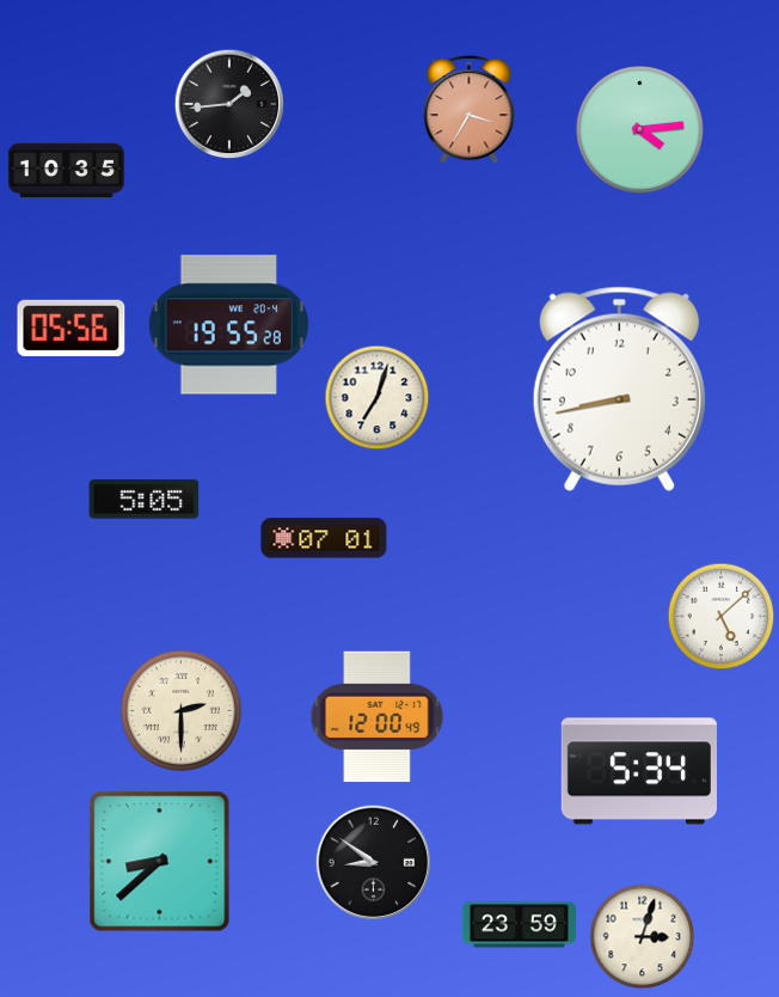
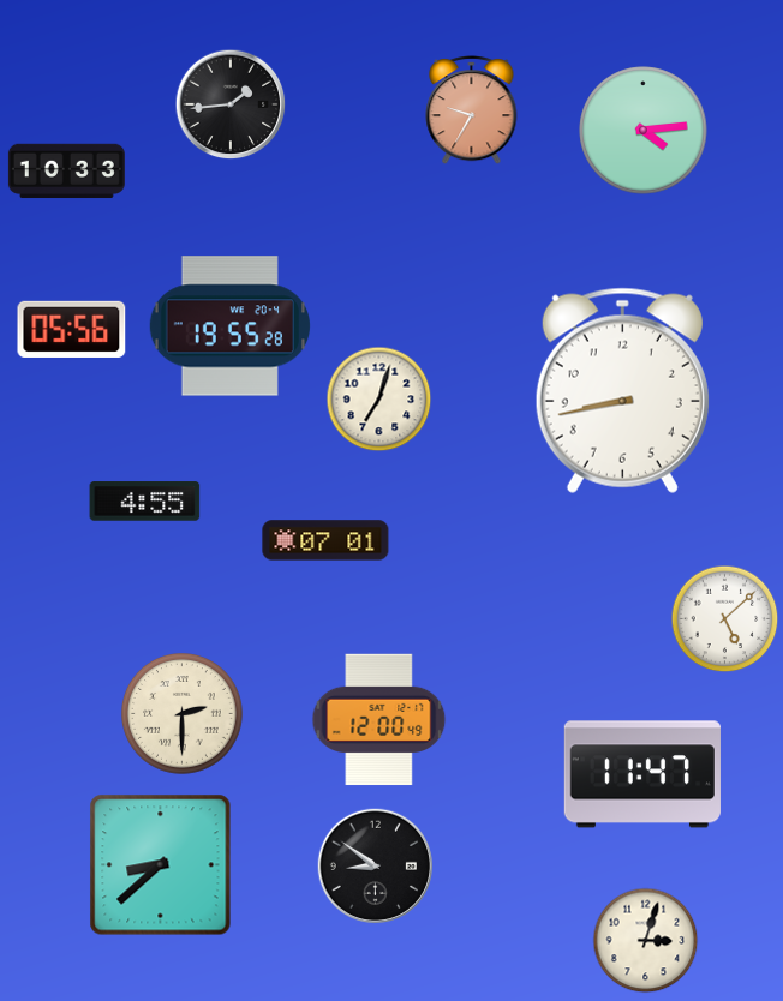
clock at (470, 110): 3:35 -> 9:35
clock at (66, 171): 10:35 -> 10:33
clock at (145, 500): 5:05 -> 4:55
clock at (639, 771): 5:34 -> 11:47
clock at (519, 925): 23:59 -> none
